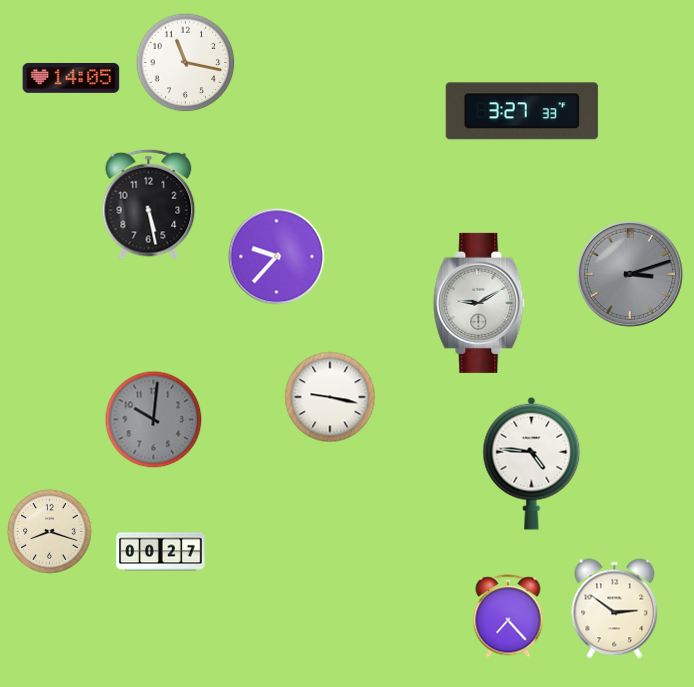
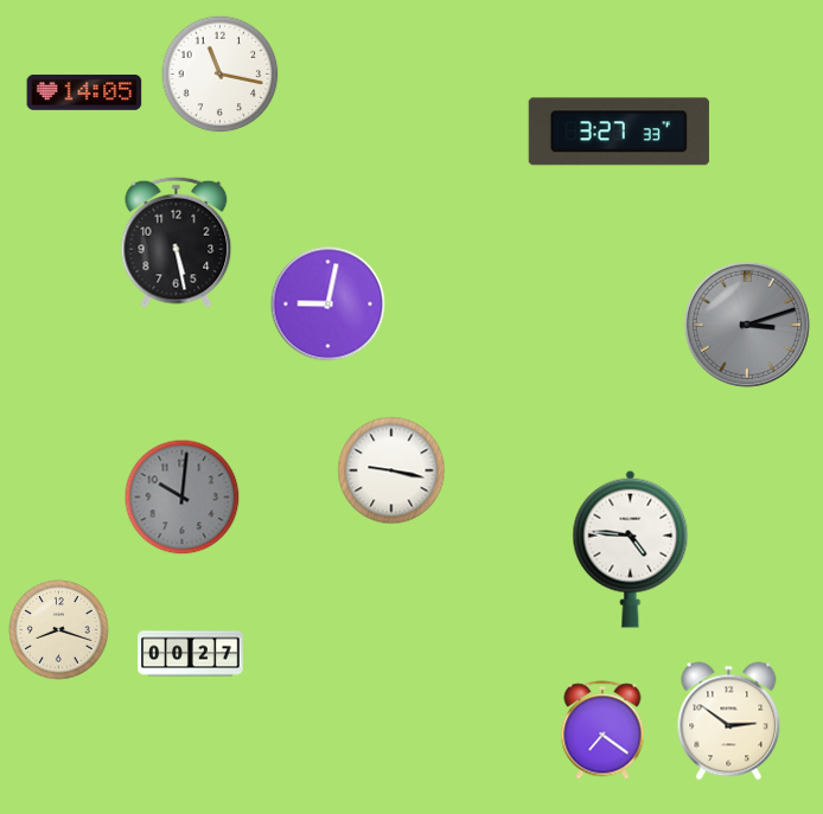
clock at (277, 257): 9:37 -> 9:02
clock at (479, 303): 9:10 -> none
clock at (508, 616): 7:23 -> 7:21
